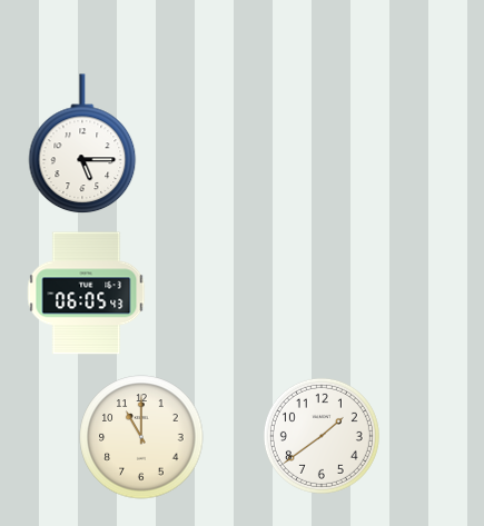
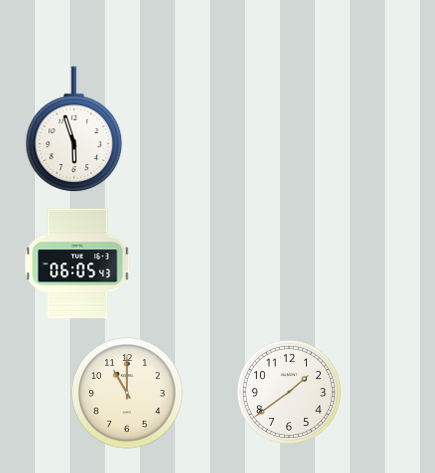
clock at (82, 145): 5:15 -> 5:57
